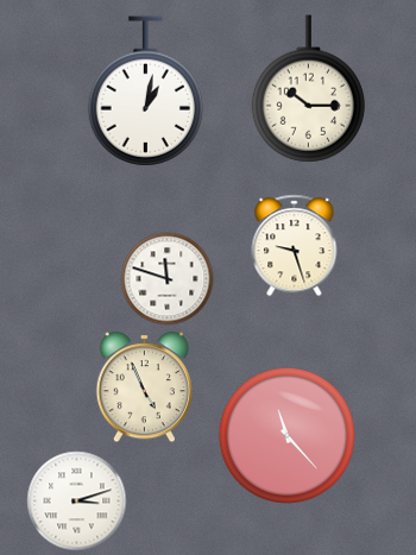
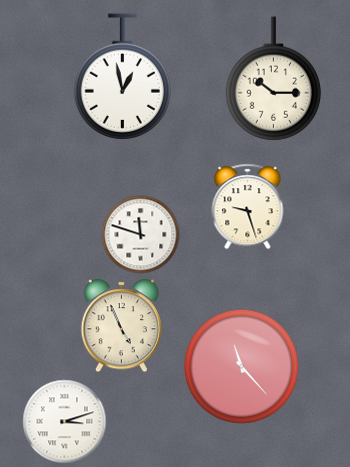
clock at (308, 89) position: (308, 89) -> (273, 79)
clock at (145, 92): 1:02 -> 12:58
